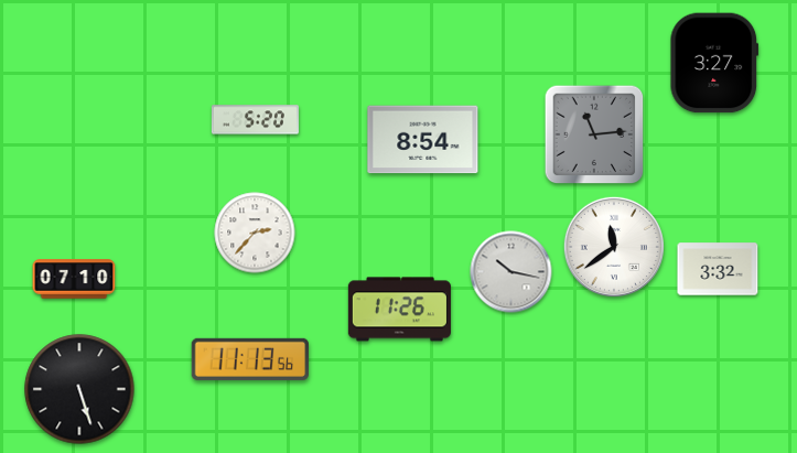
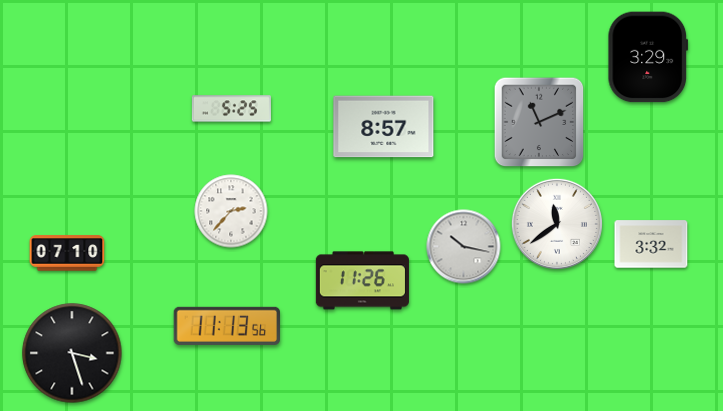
clock at (714, 63): 3:27 -> 3:29
clock at (255, 120): 5:20 -> 5:25
clock at (594, 134): 11:14 -> 11:11
clock at (423, 140): 8:54 -> 8:57
clock at (79, 389): 5:27 -> 3:27
